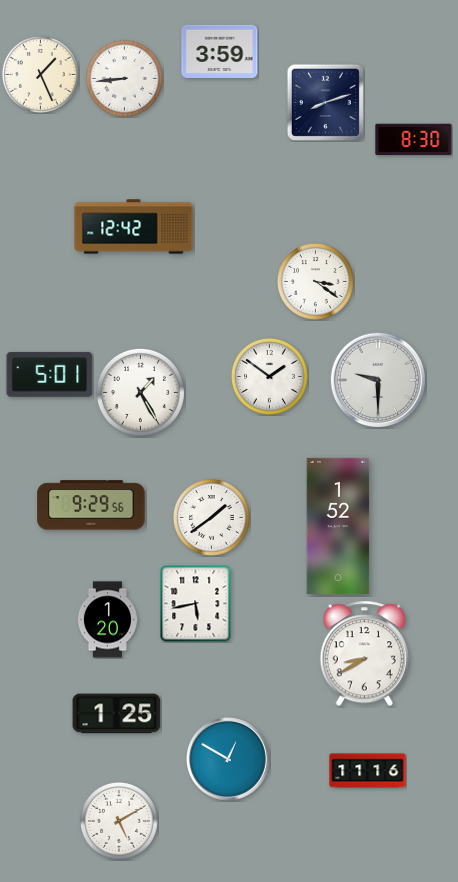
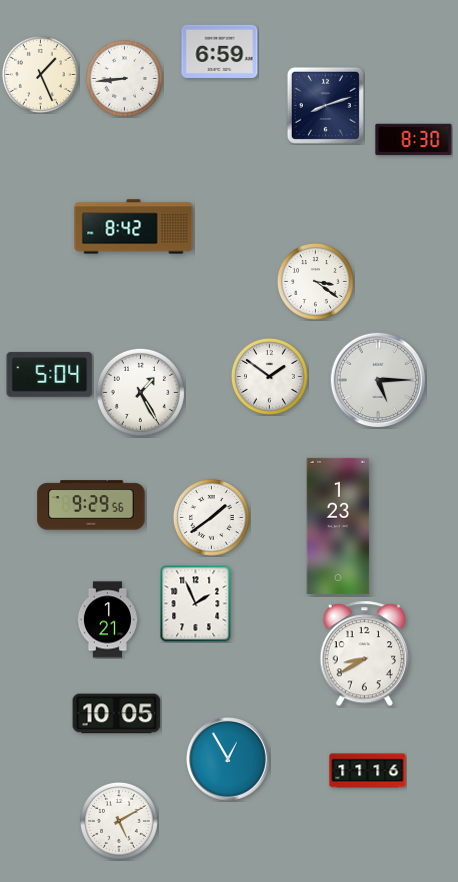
clock at (220, 51): 3:59 -> 6:59
clock at (325, 102) position: (325, 102) -> (325, 105)
clock at (134, 227): 12:42 -> 8:42
clock at (50, 374): 5:01 -> 5:04
clock at (377, 379): 9:30 -> 5:15
clock at (338, 526): 1:52 -> 1:23
clock at (196, 603): 5:43 -> 1:56
clock at (107, 620): 1:20 -> 1:21
clock at (117, 714): 1:25 -> 10:05
clock at (229, 760): 12:50 -> 12:55
